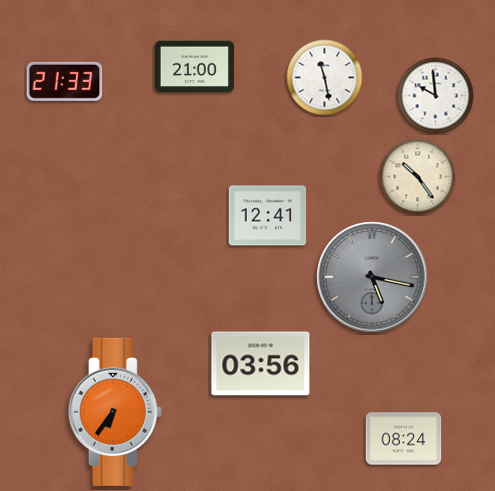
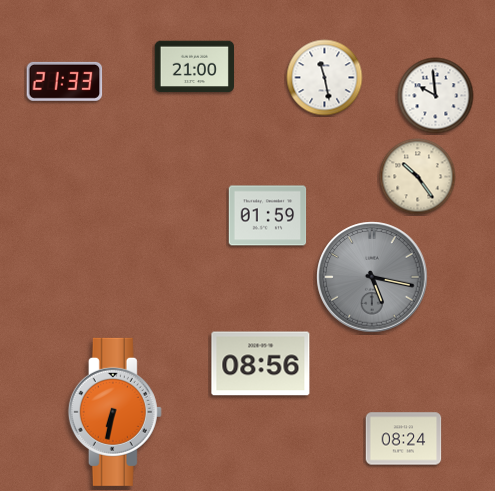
clock at (268, 216): 12:41 -> 01:59
clock at (261, 364): 03:56 -> 08:56
clock at (115, 412): 6:36 -> 6:32
